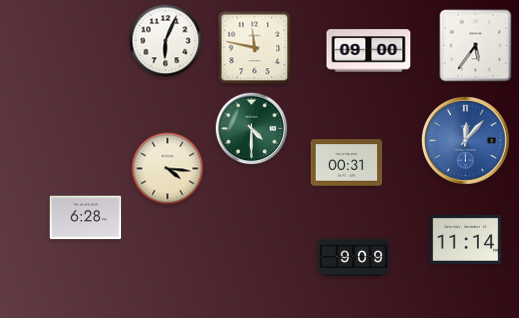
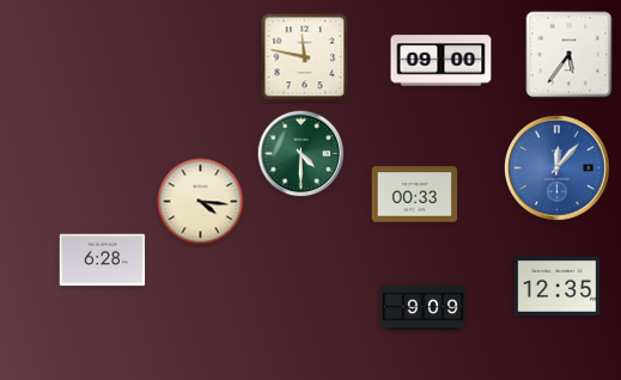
clock at (166, 41): 6:04 -> none
clock at (347, 163): 00:31 -> 00:33
clock at (466, 239): 11:14 -> 12:35
